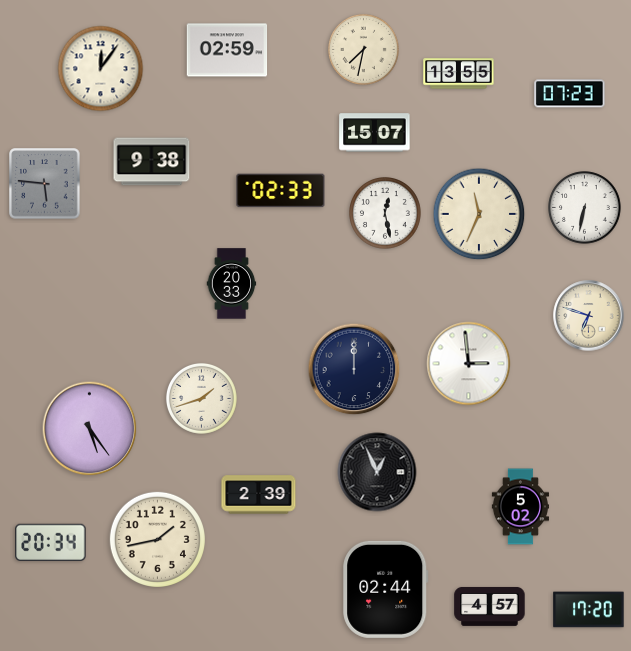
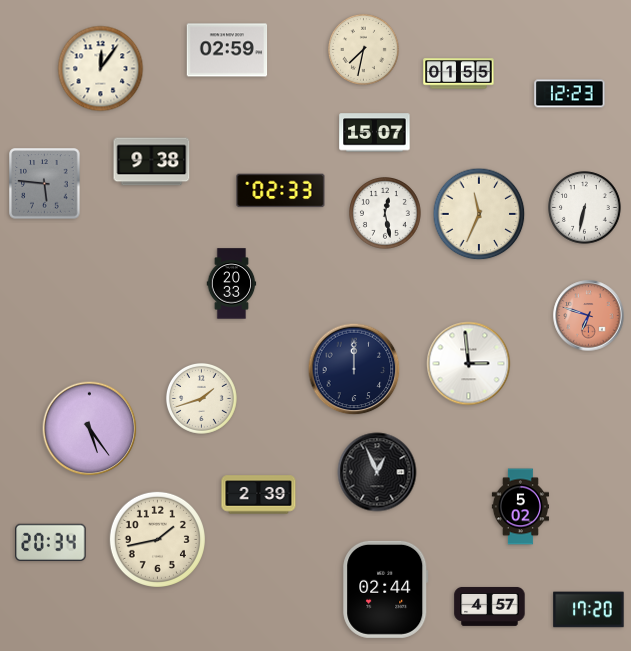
clock at (459, 74): 13:55 -> 01:55
clock at (570, 94): 07:23 -> 12:23
clock at (589, 316) dial: cream -> salmon
